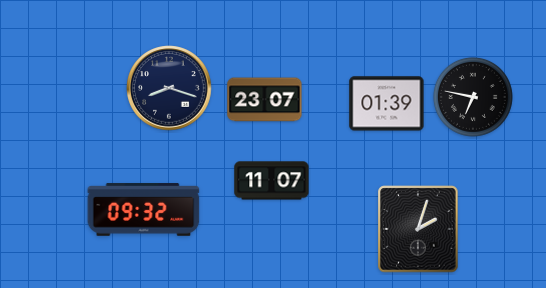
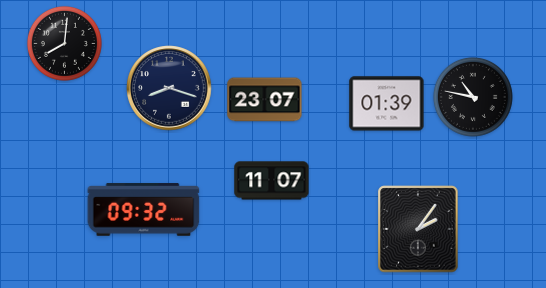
clock at (64, 43): none -> 8:01
clock at (473, 97): 6:47 -> 10:47
clock at (418, 229): 2:03 -> 2:06
